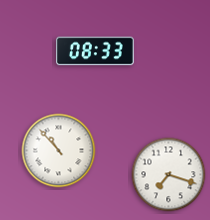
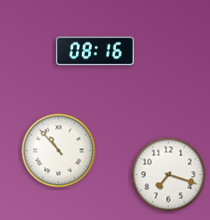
clock at (95, 51): 08:33 -> 08:16
